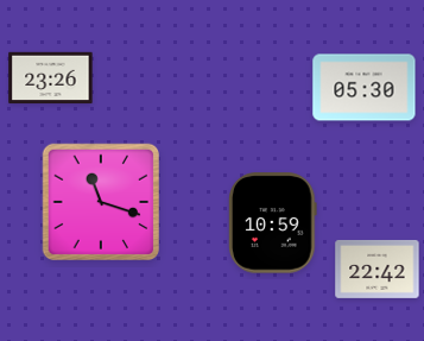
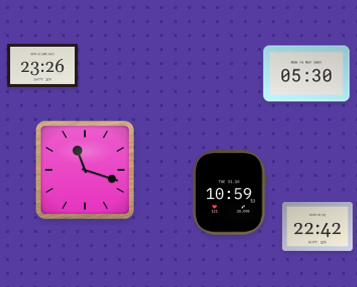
clock at (272, 223) position: (272, 223) -> (229, 193)
